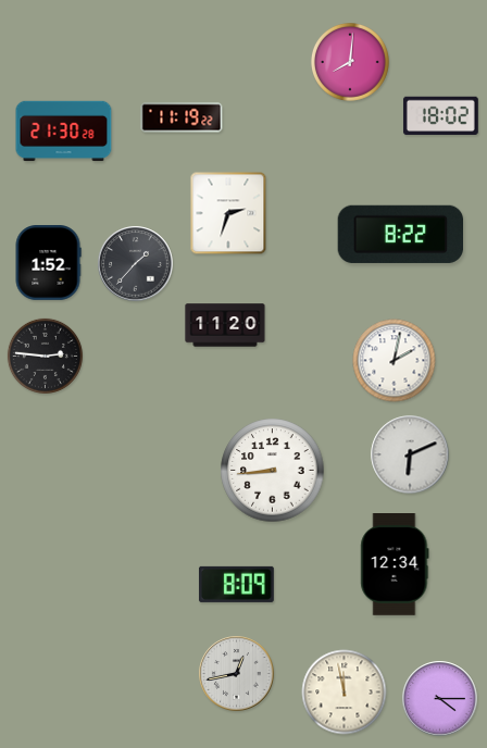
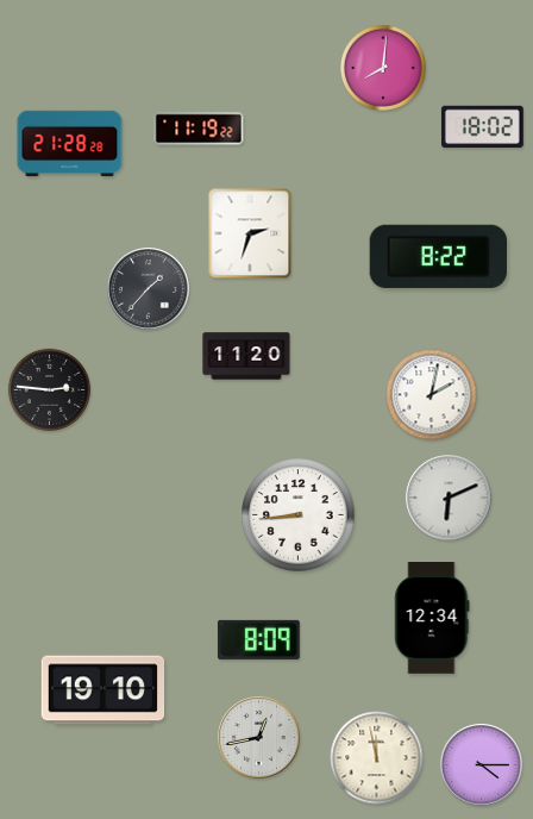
clock at (64, 132): 21:30 -> 21:28
clock at (48, 263): 1:52 -> none
clock at (104, 690): none -> 19:10
